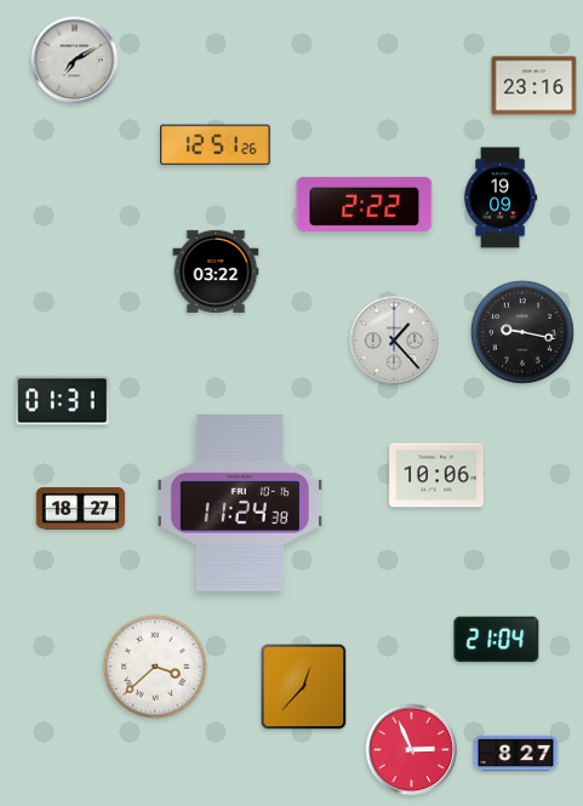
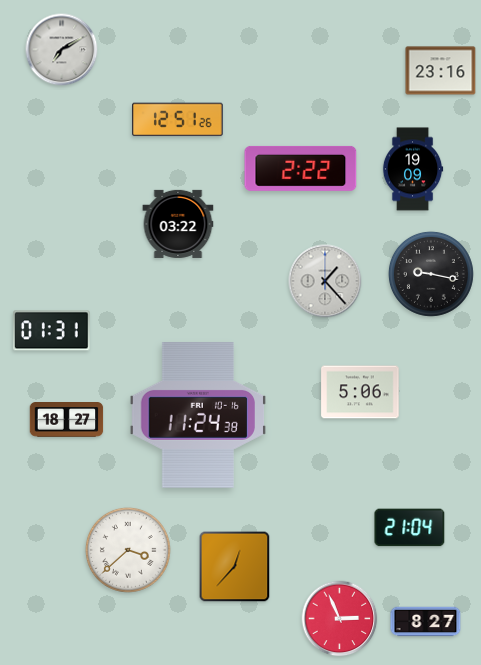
clock at (501, 198) position: (501, 198) -> (413, 169)
clock at (436, 475): 10:06 -> 5:06
clock at (304, 687) position: (304, 687) -> (235, 567)
